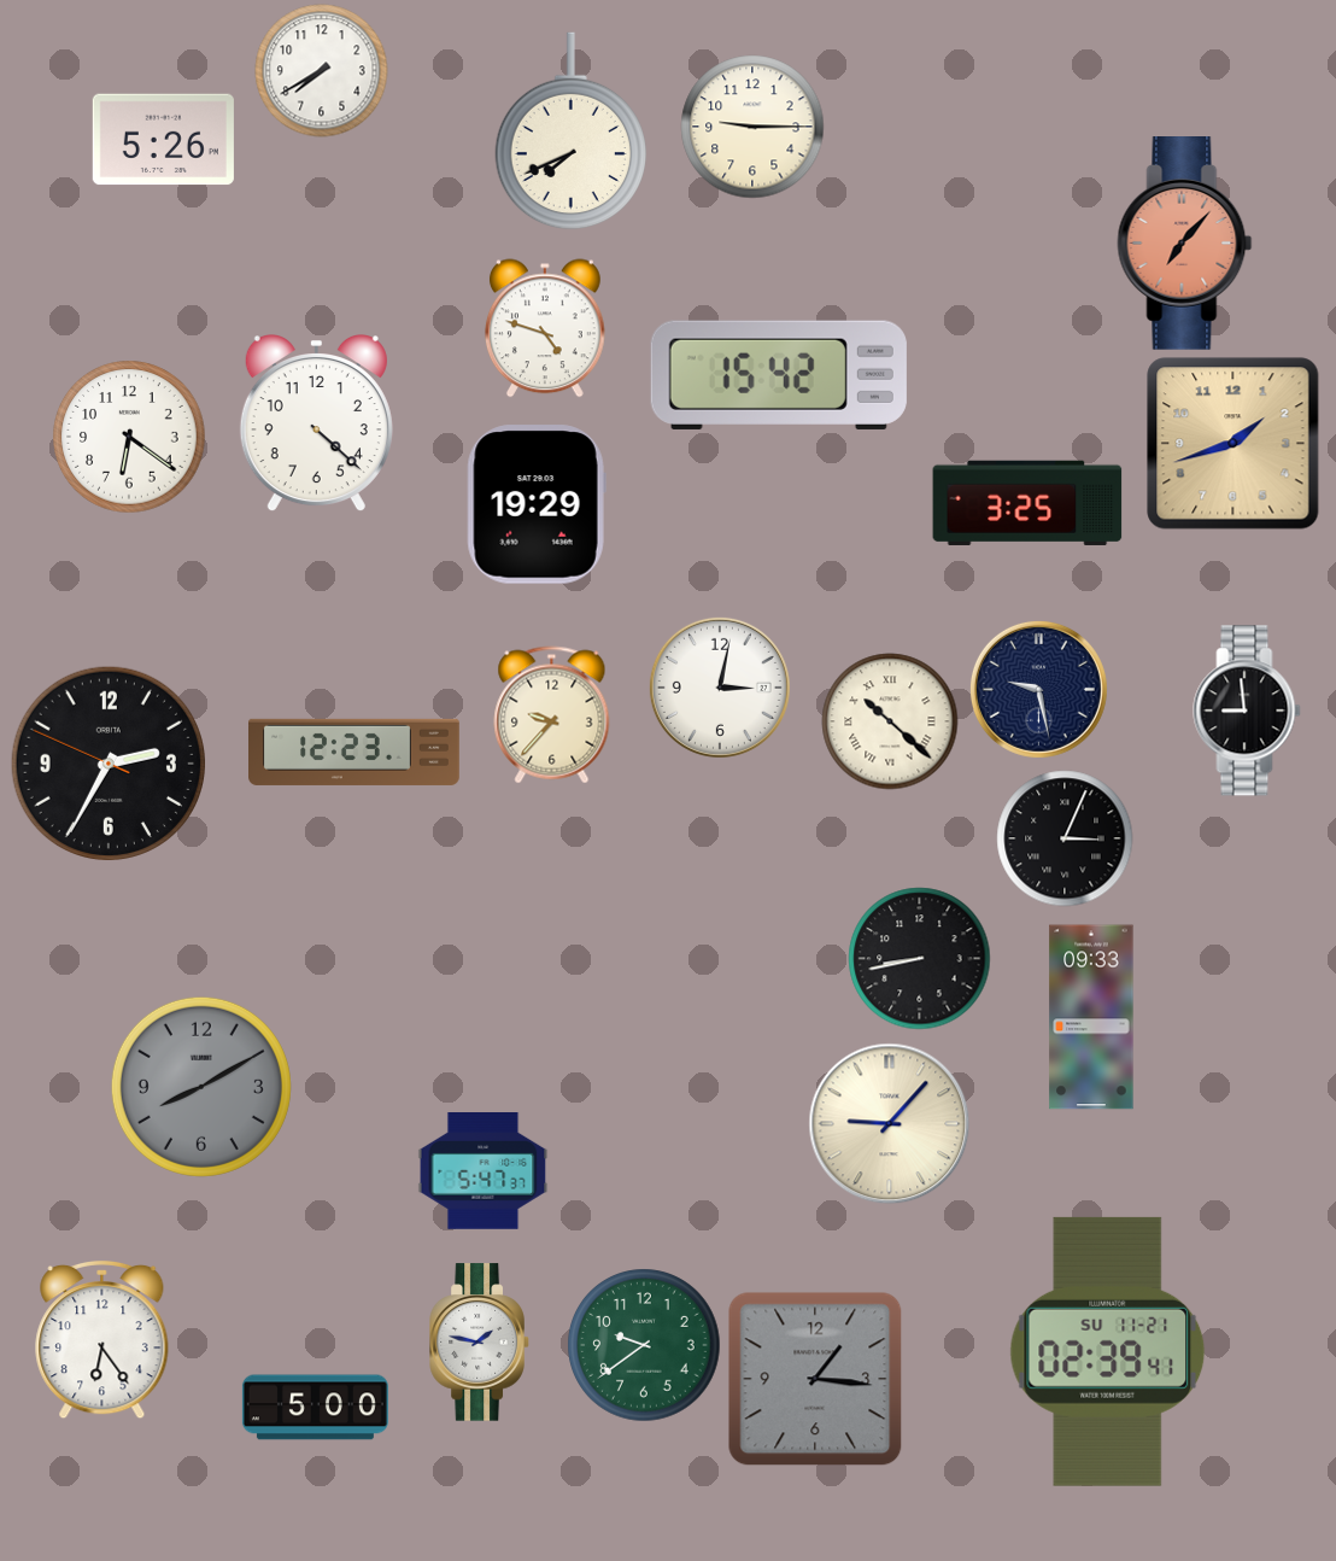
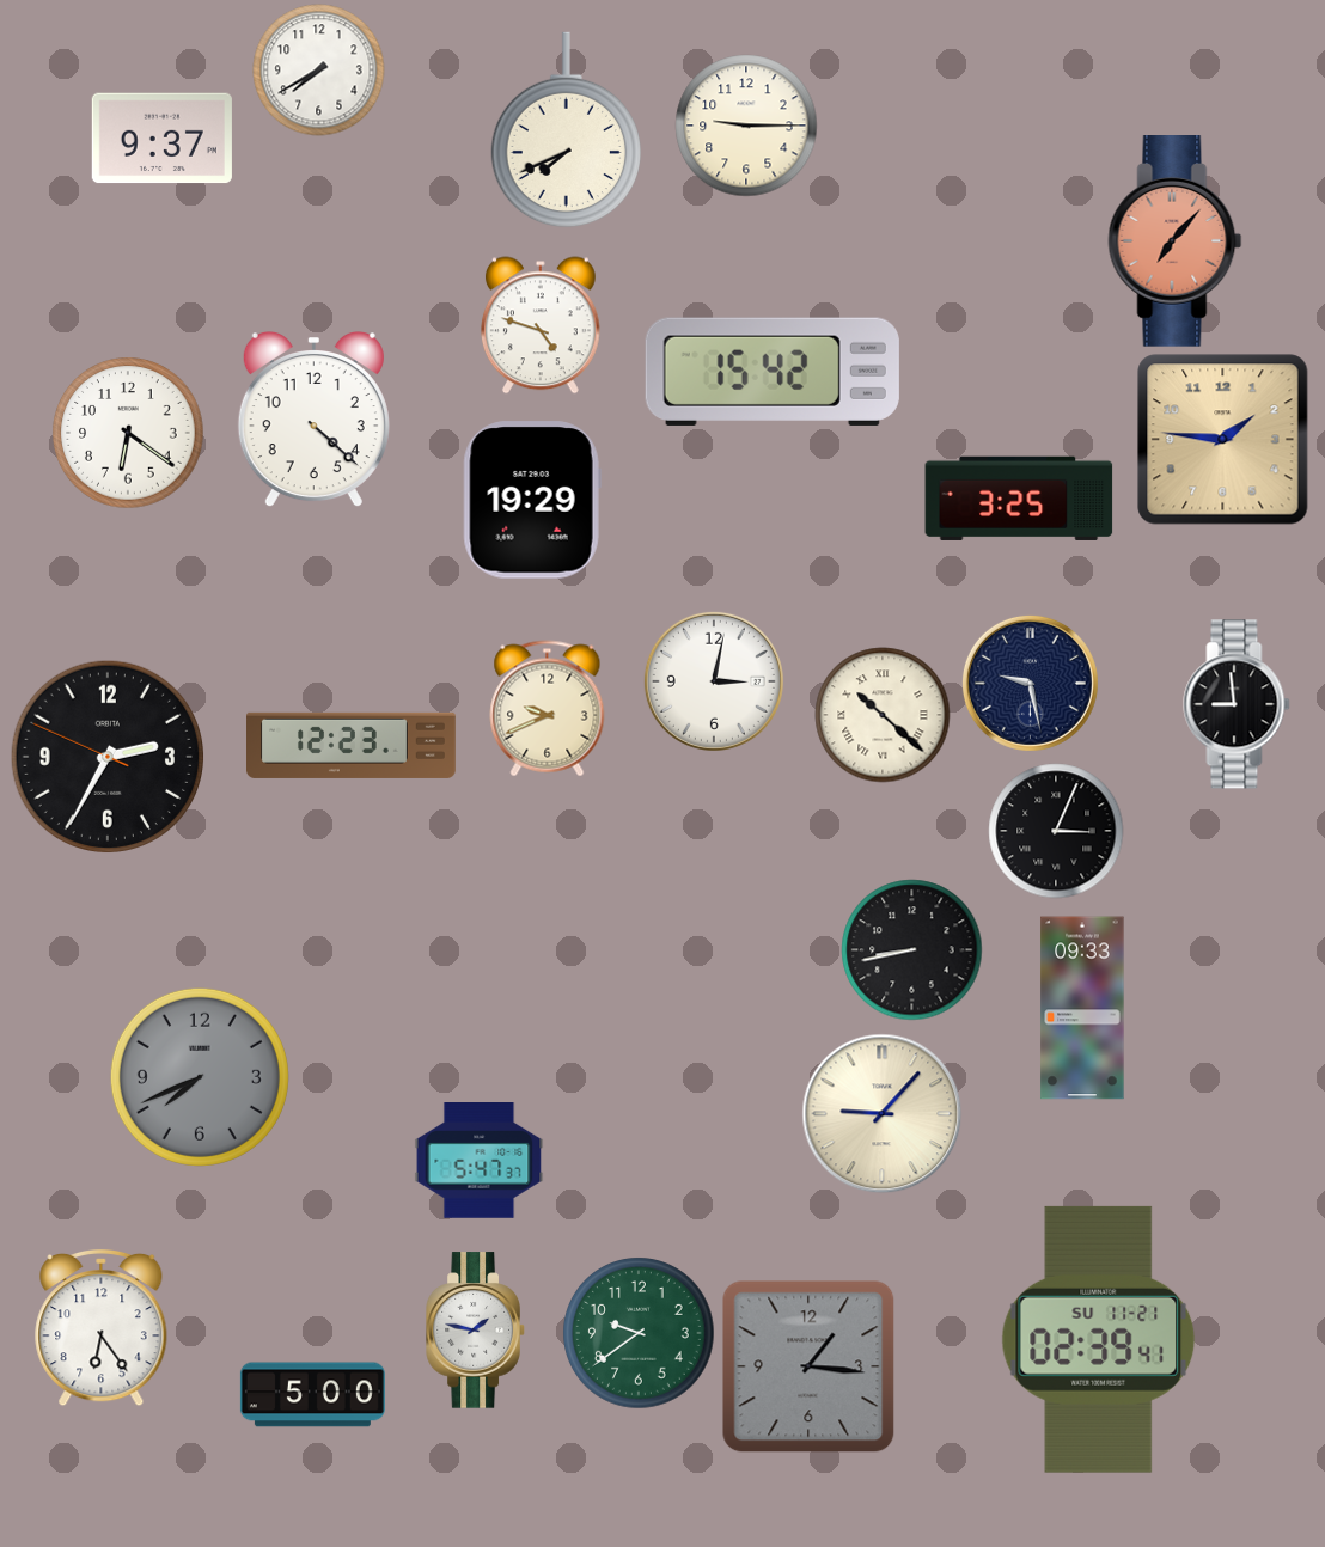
clock at (163, 140): 5:26 -> 9:37
clock at (1234, 444): 1:42 -> 1:46
clock at (552, 715): 9:37 -> 9:41
clock at (201, 1087): 8:10 -> 7:41
